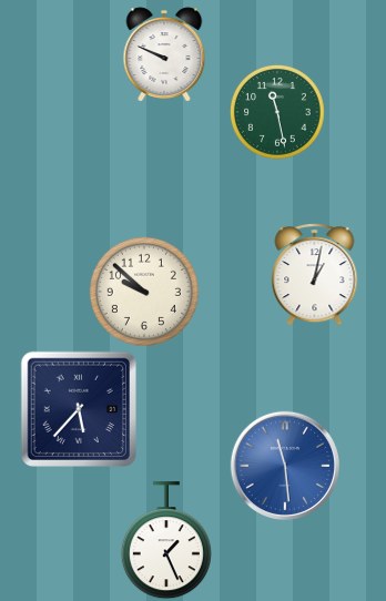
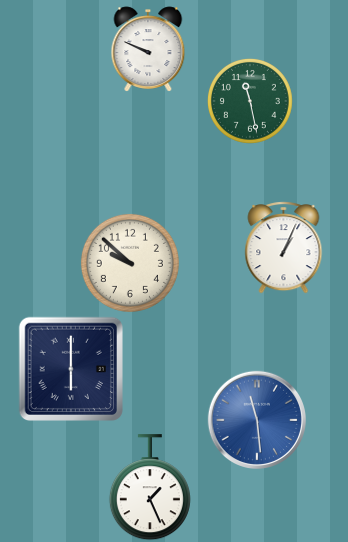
clock at (315, 275): 1:02 -> 1:04
clock at (78, 408): 5:37 -> 6:00
